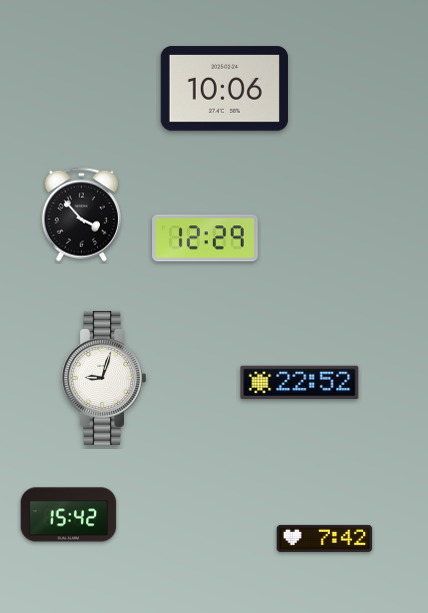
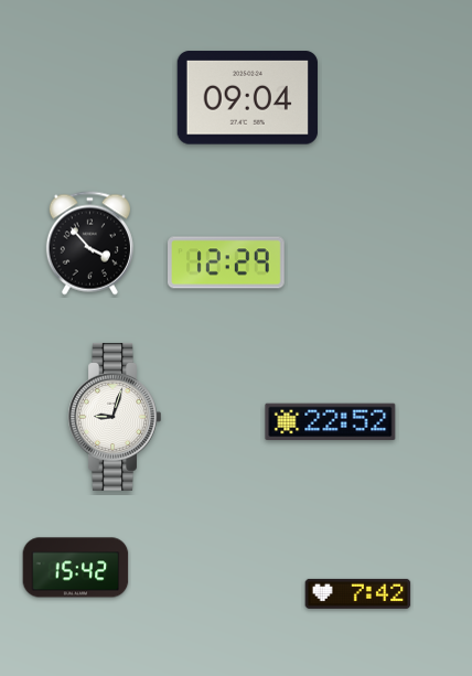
clock at (224, 89): 10:06 -> 09:04
clock at (81, 215) position: (81, 215) -> (89, 244)
